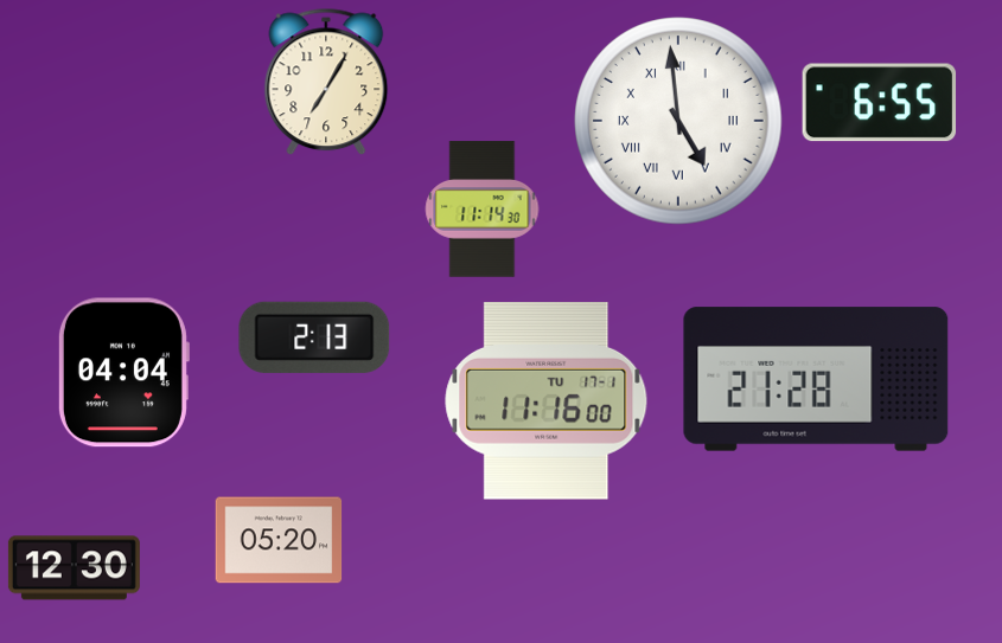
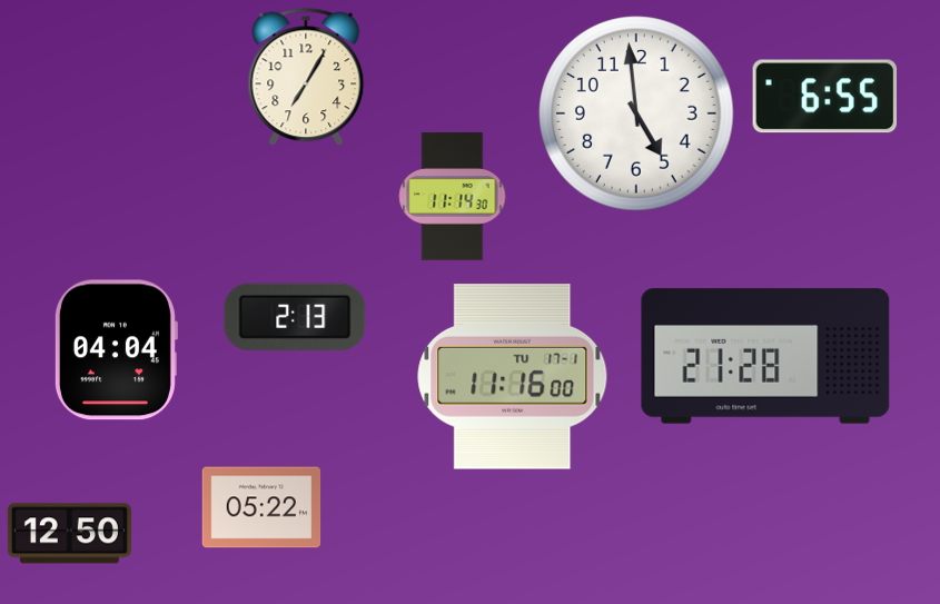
clock at (679, 122) numerals: Roman -> Arabic
clock at (279, 540): 05:20 -> 05:22
clock at (74, 568): 12:30 -> 12:50
